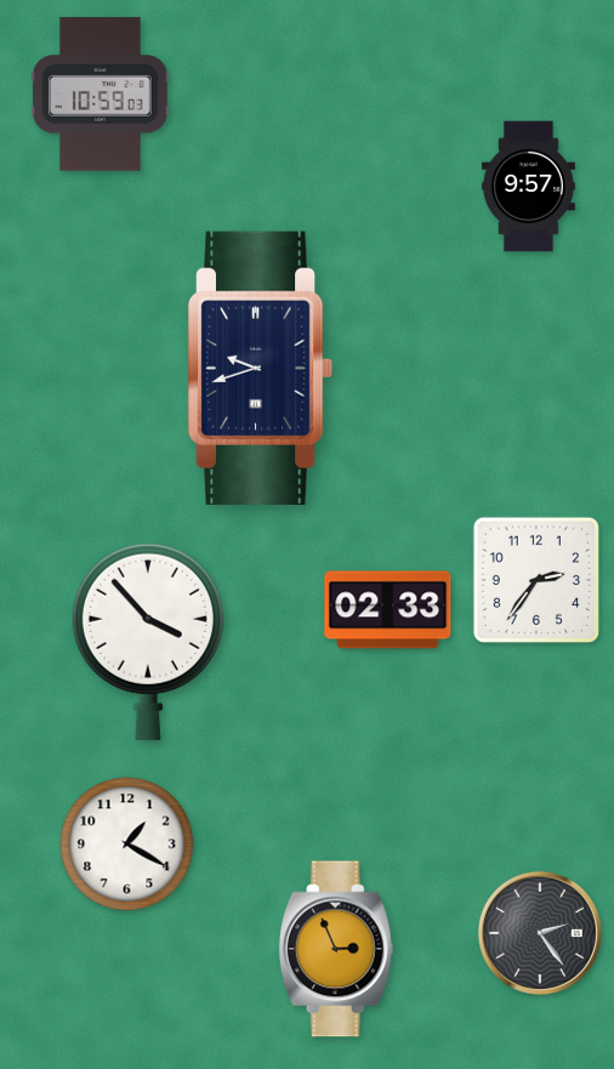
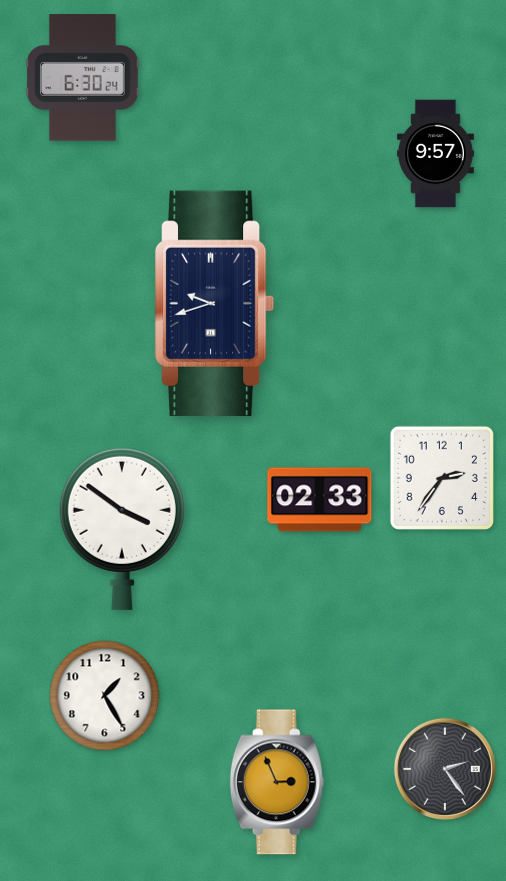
clock at (101, 95): 10:59 -> 6:30
clock at (388, 610) position: (388, 610) -> (320, 500)
clock at (148, 642): 3:53 -> 3:51
clock at (127, 845): 1:20 -> 1:25
